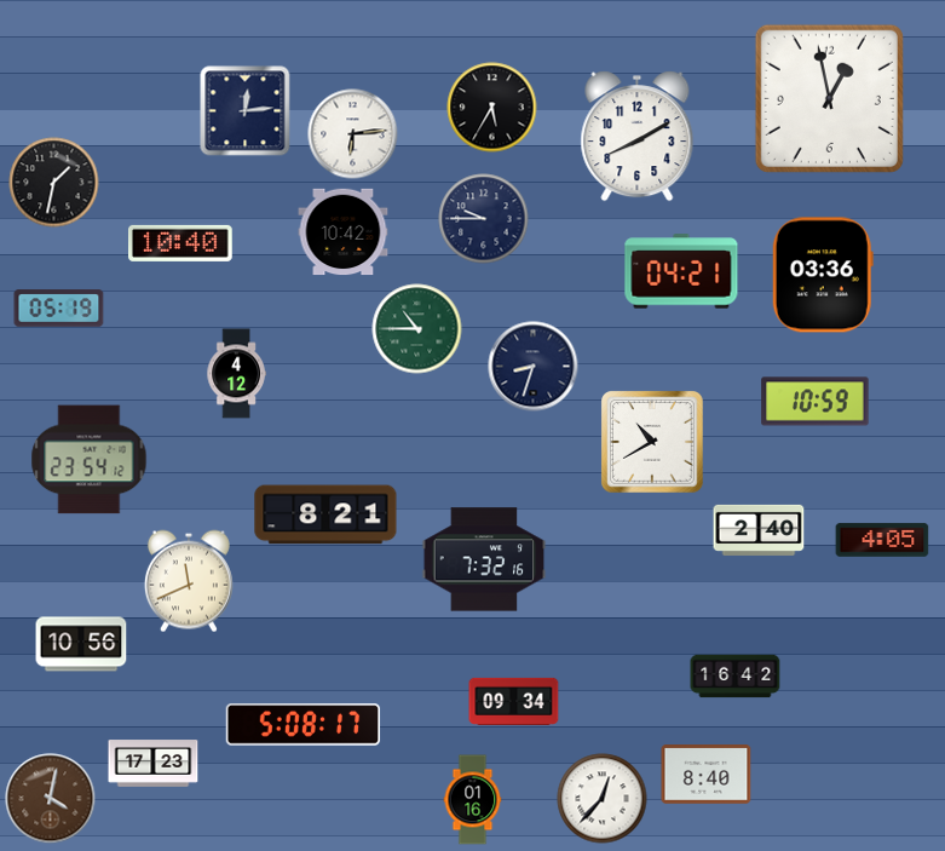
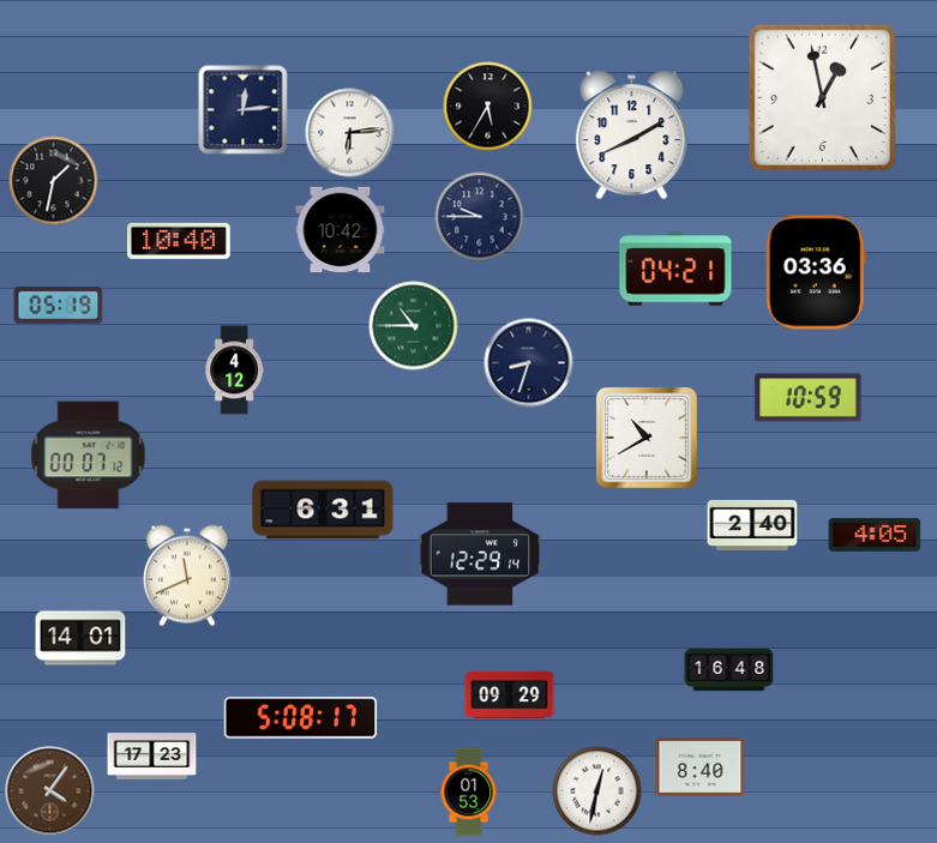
clock at (90, 460): 23:54 -> 00:07
clock at (325, 514): 8:21 -> 6:31
clock at (484, 559): 7:32 -> 12:29
clock at (81, 644): 10:56 -> 14:01
clock at (736, 677): 16:42 -> 16:48
clock at (514, 701): 09:34 -> 09:29
clock at (51, 799): 4:02 -> 4:06
clock at (603, 799): 12:37 -> 12:32
clock at (473, 800): 01:16 -> 01:53
